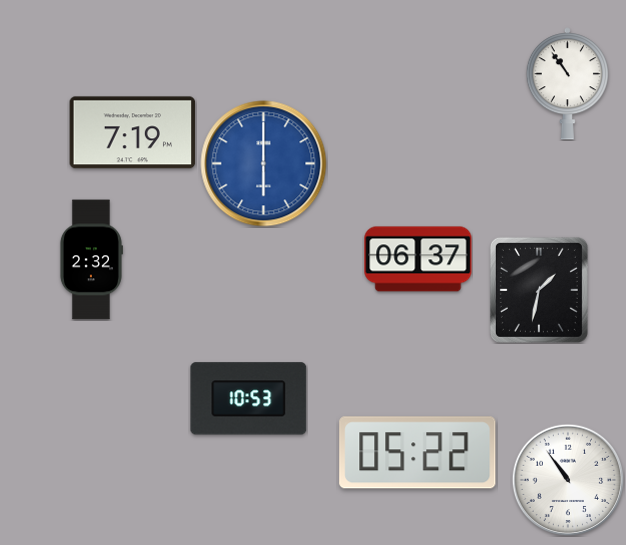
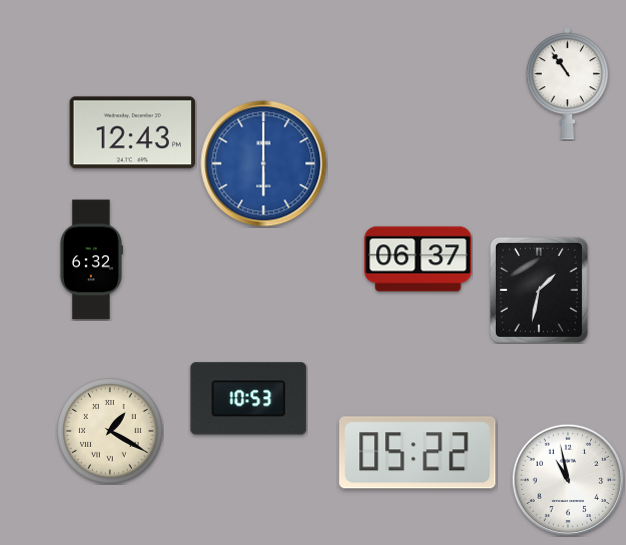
clock at (133, 133): 7:19 -> 12:43
clock at (91, 260): 2:32 -> 6:32
clock at (110, 431): none -> 1:20
clock at (568, 480): 10:54 -> 10:58
